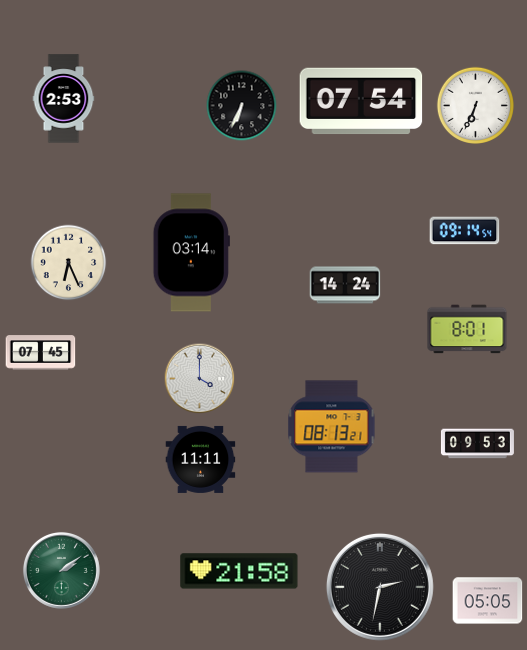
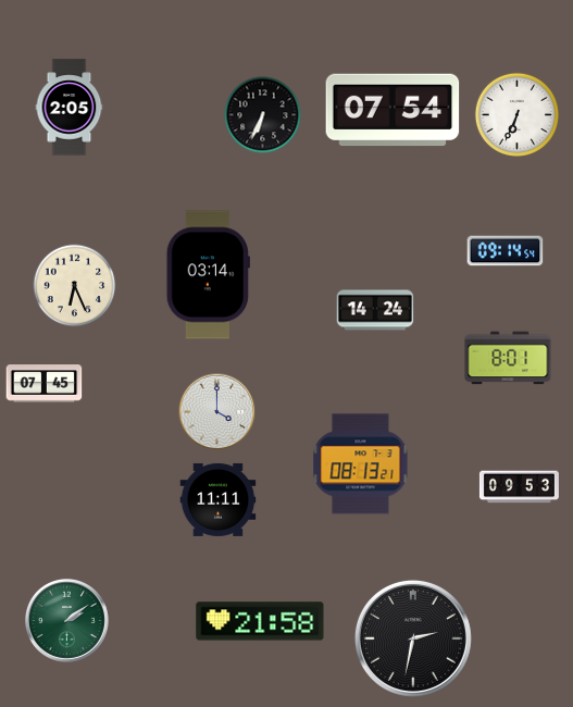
clock at (64, 99): 2:53 -> 2:05
clock at (477, 444) position: (477, 444) -> (519, 487)
clock at (488, 601): 05:05 -> none
